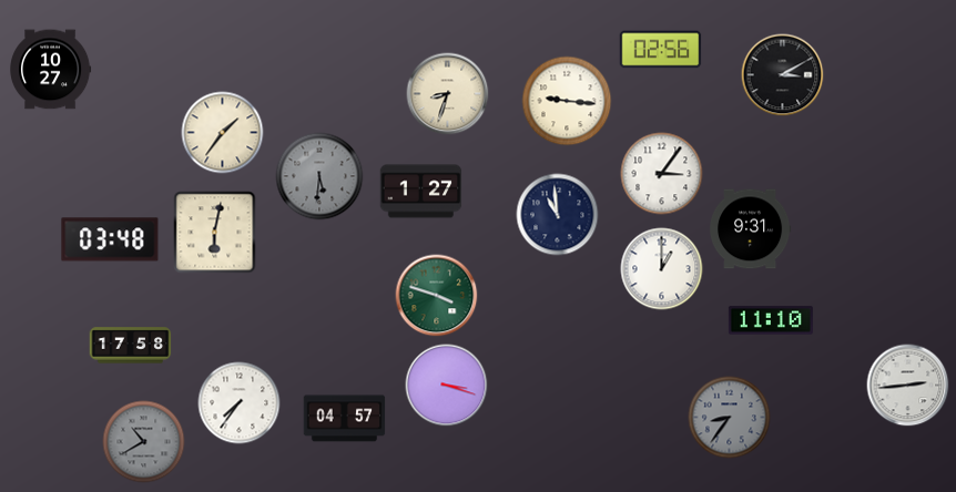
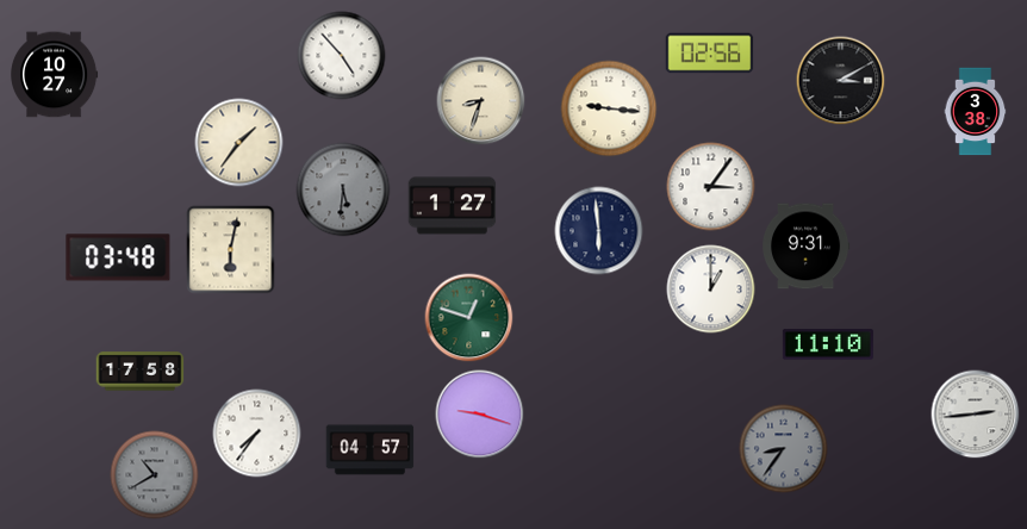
clock at (342, 56): none -> 4:53
clock at (976, 112): none -> 3:38
clock at (558, 215): 10:59 -> 5:59
clock at (437, 296): 3:48 -> 12:48
clock at (447, 386): 3:18 -> 9:18
